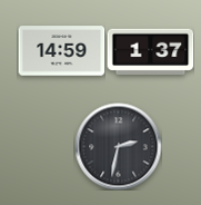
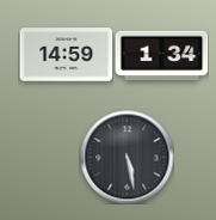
clock at (150, 52): 1:37 -> 1:34
clock at (118, 146): 2:32 -> 5:28
